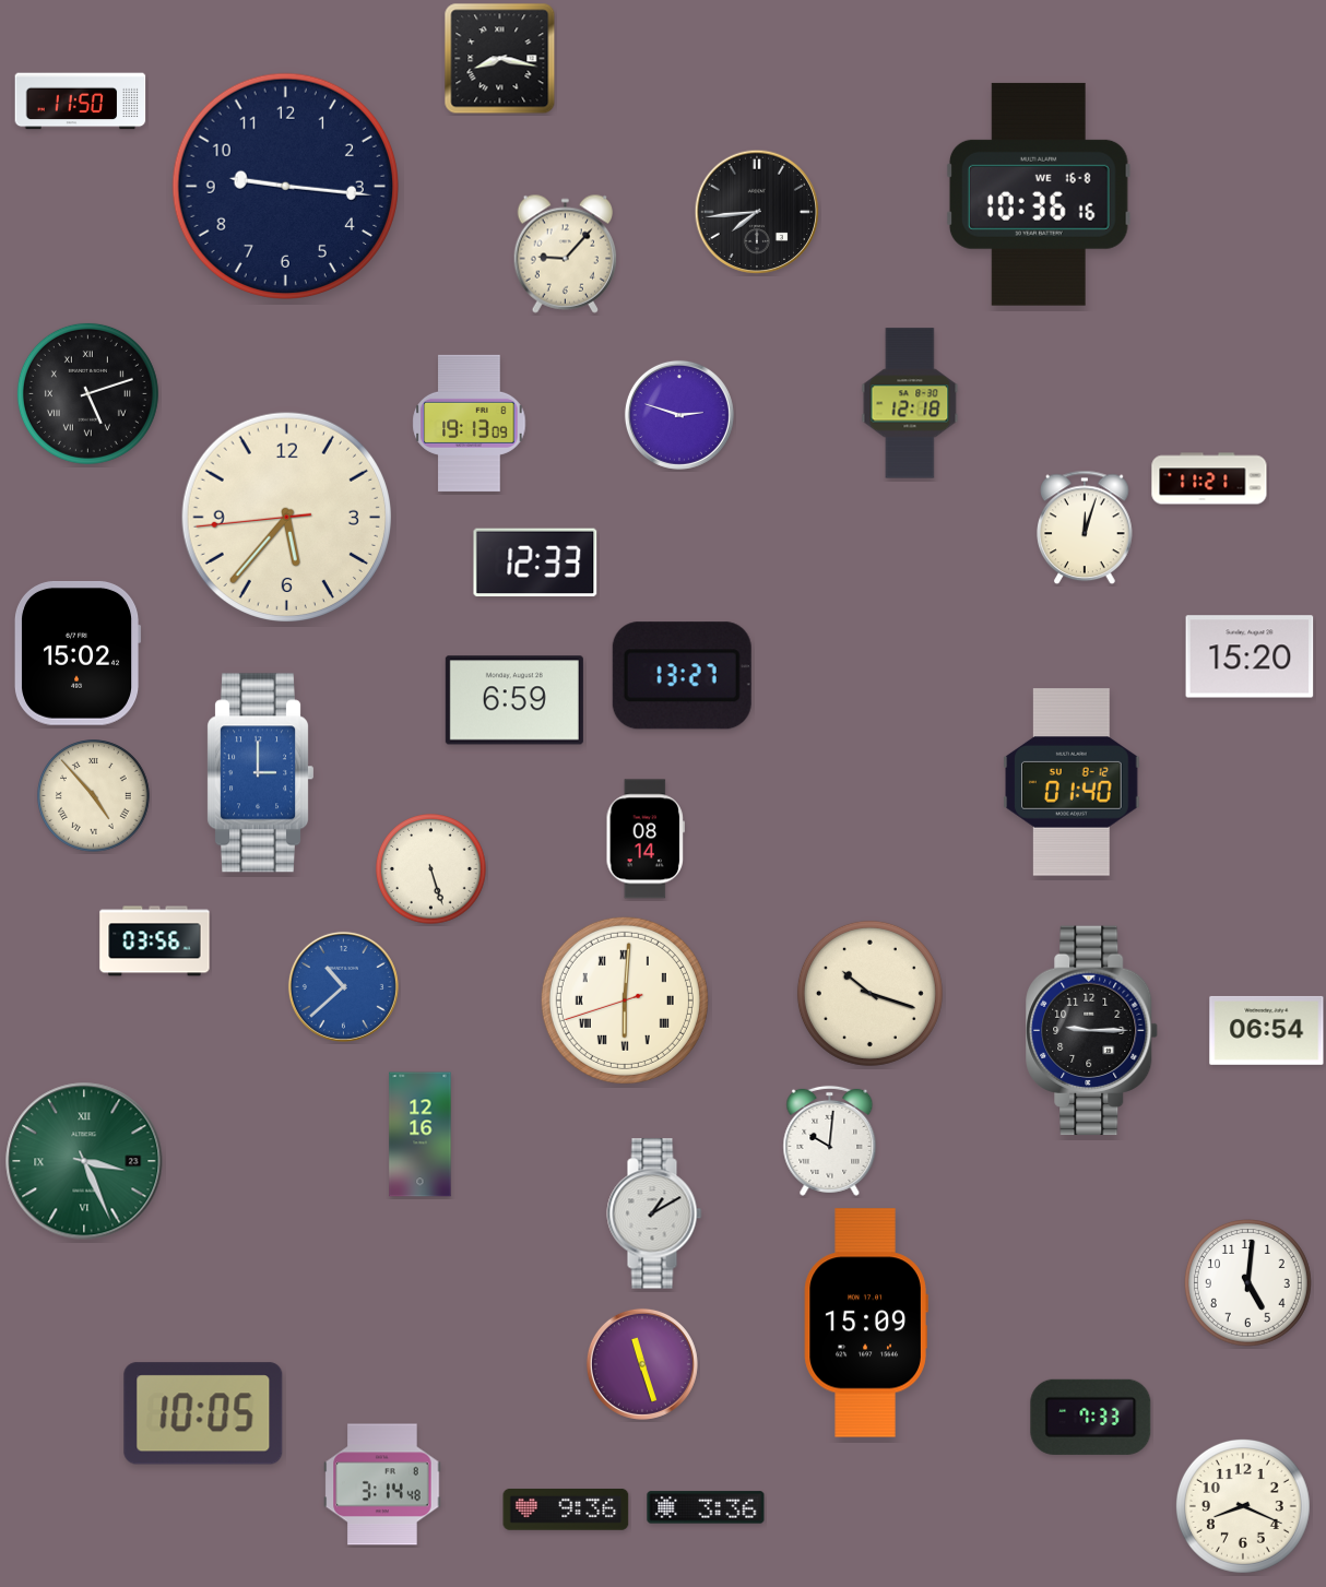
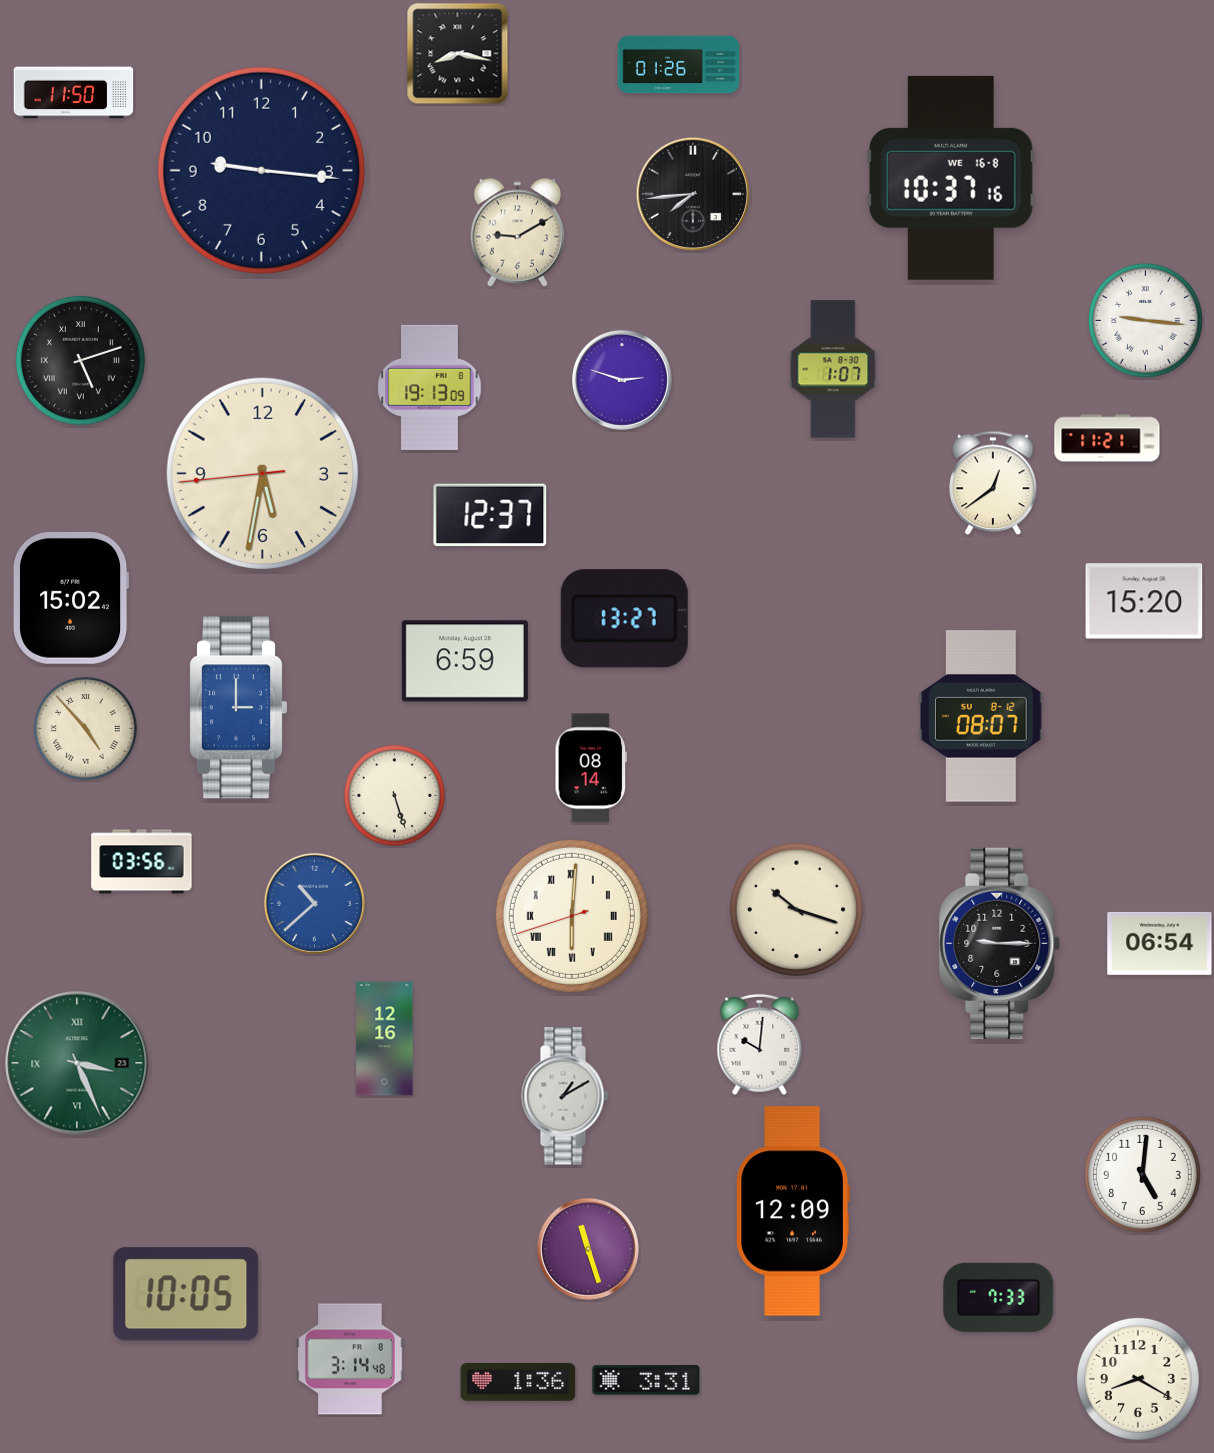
clock at (679, 65): none -> 01:26
clock at (1039, 194): 10:36 -> 10:37
clock at (566, 253): 9:07 -> 9:10
clock at (1145, 320): none -> 9:16
clock at (910, 403): 12:18 -> 1:07
clock at (286, 517): 5:36 -> 5:31
clock at (1085, 528): 12:03 -> 12:39
clock at (535, 562): 12:33 -> 12:37
clock at (514, 700) position: (514, 700) -> (465, 661)
clock at (1072, 782): 01:40 -> 08:07
clock at (654, 1213) position: (654, 1213) -> (565, 1096)
clock at (866, 1323): 15:09 -> 12:09
clock at (1243, 1506): 8:19 -> 8:20
clock at (706, 1507): 3:36 -> 3:31
clock at (566, 1509): 9:36 -> 1:36
